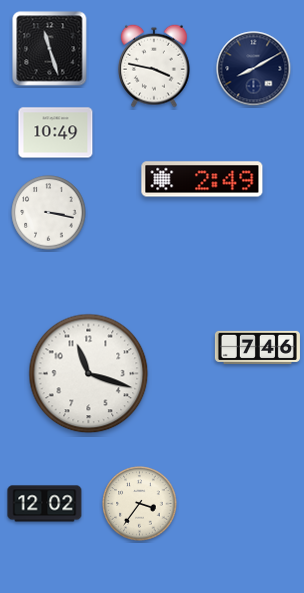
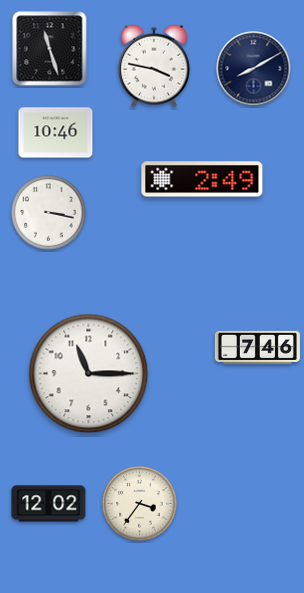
clock at (56, 133): 10:49 -> 10:46
clock at (89, 374): 11:18 -> 11:15
clock at (45, 504) position: (45, 504) -> (49, 504)
